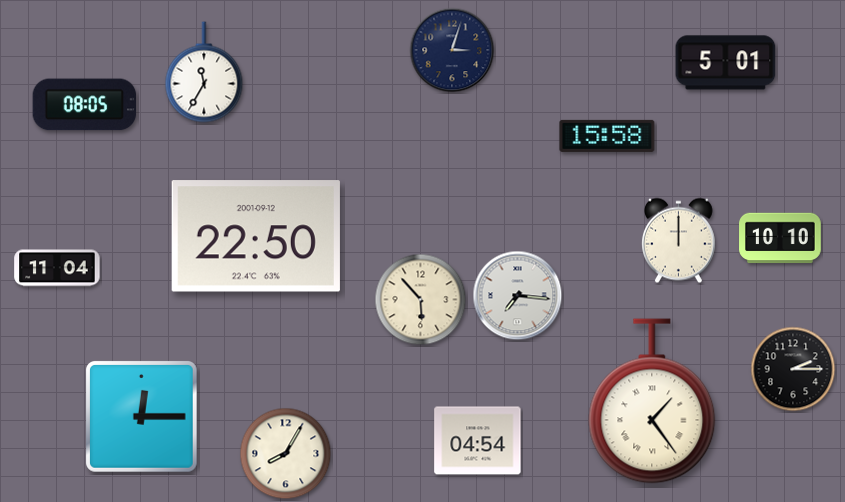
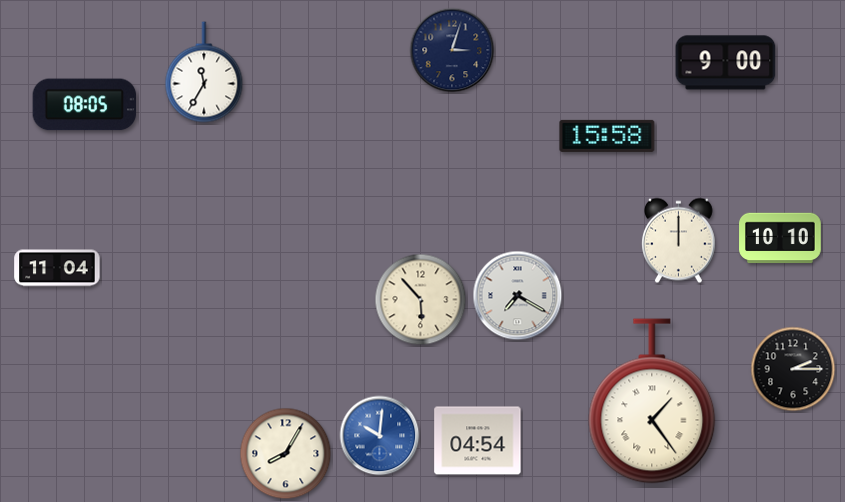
clock at (726, 63): 5:01 -> 9:00
clock at (256, 236): 22:50 -> none
clock at (518, 296): 7:16 -> 7:20
clock at (142, 417): 12:15 -> none
clock at (380, 436): none -> 10:01
